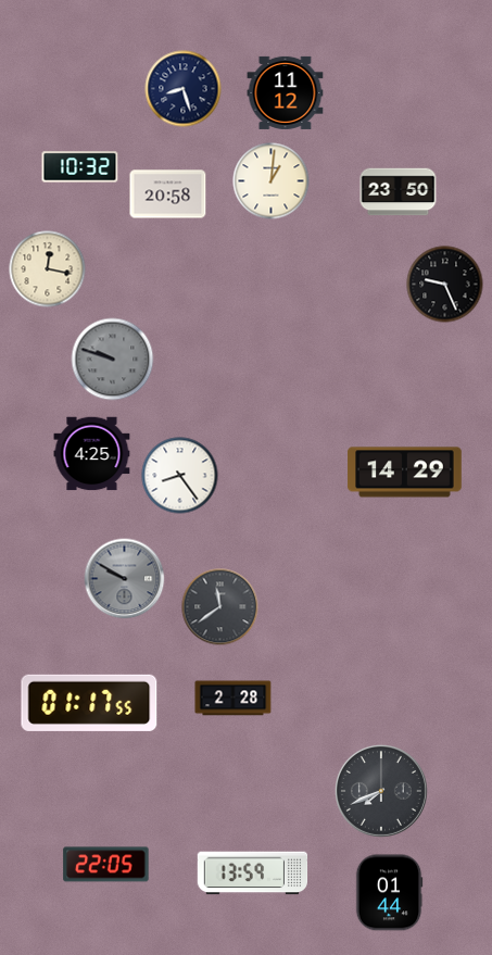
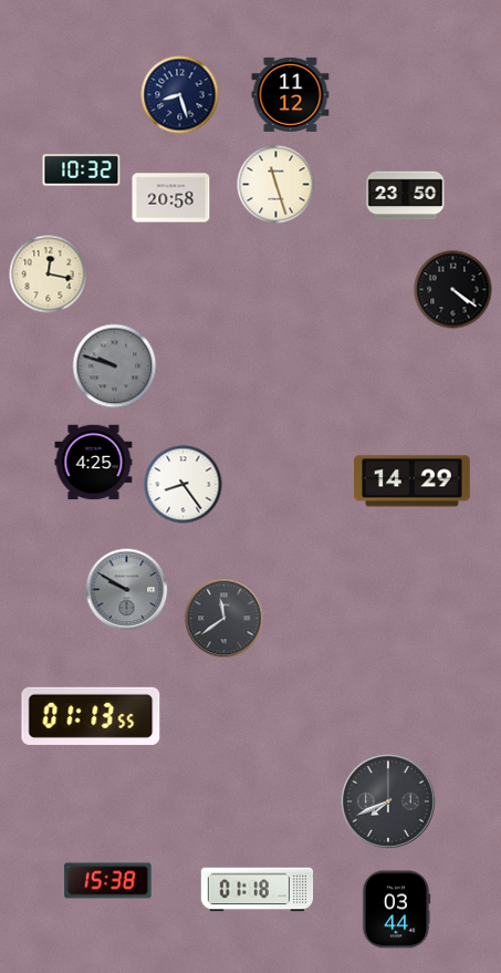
clock at (184, 89) position: (184, 89) -> (180, 95)
clock at (272, 181): 1:01 -> 11:27
clock at (445, 285): 9:26 -> 4:21
clock at (234, 699): 2:28 -> none
clock at (89, 703): 01:17 -> 01:13
clock at (382, 792) position: (382, 792) -> (389, 803)
clock at (106, 865): 22:05 -> 15:38
clock at (253, 874): 13:59 -> 01:18
clock at (389, 893): 01:44 -> 03:44
